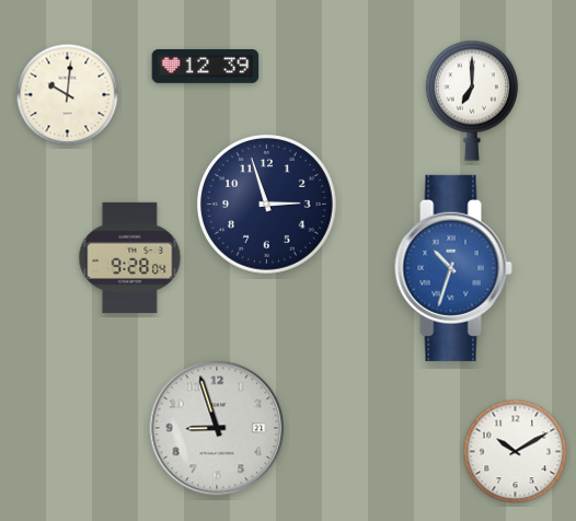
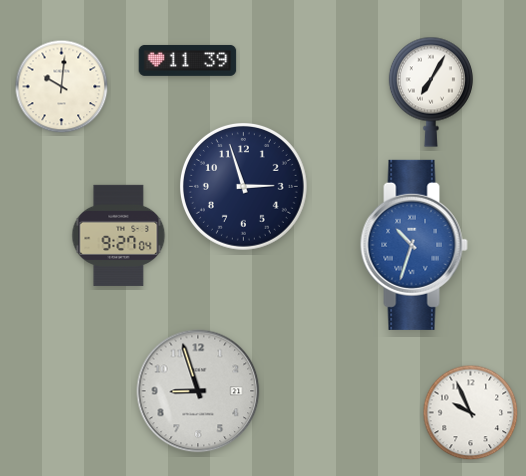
clock at (206, 67): 12:39 -> 11:39
clock at (472, 101): 7:00 -> 7:05
clock at (130, 257): 9:28 -> 9:27
clock at (516, 452): 10:10 -> 9:56
